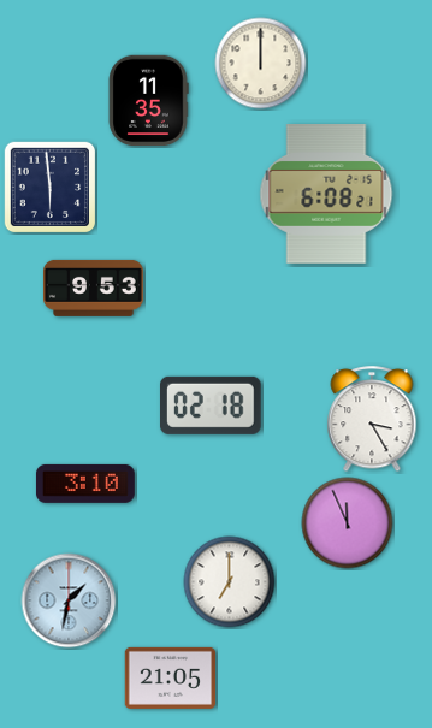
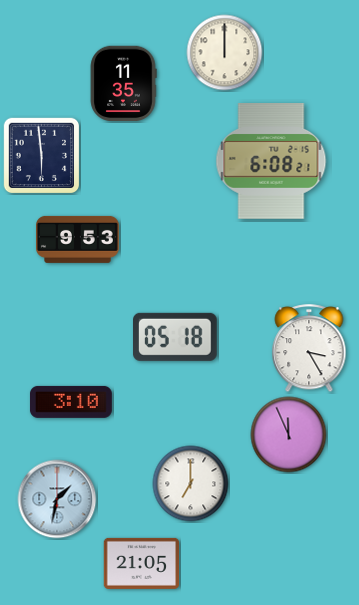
clock at (261, 64) position: (261, 64) -> (225, 53)
clock at (212, 406): 02:18 -> 05:18
